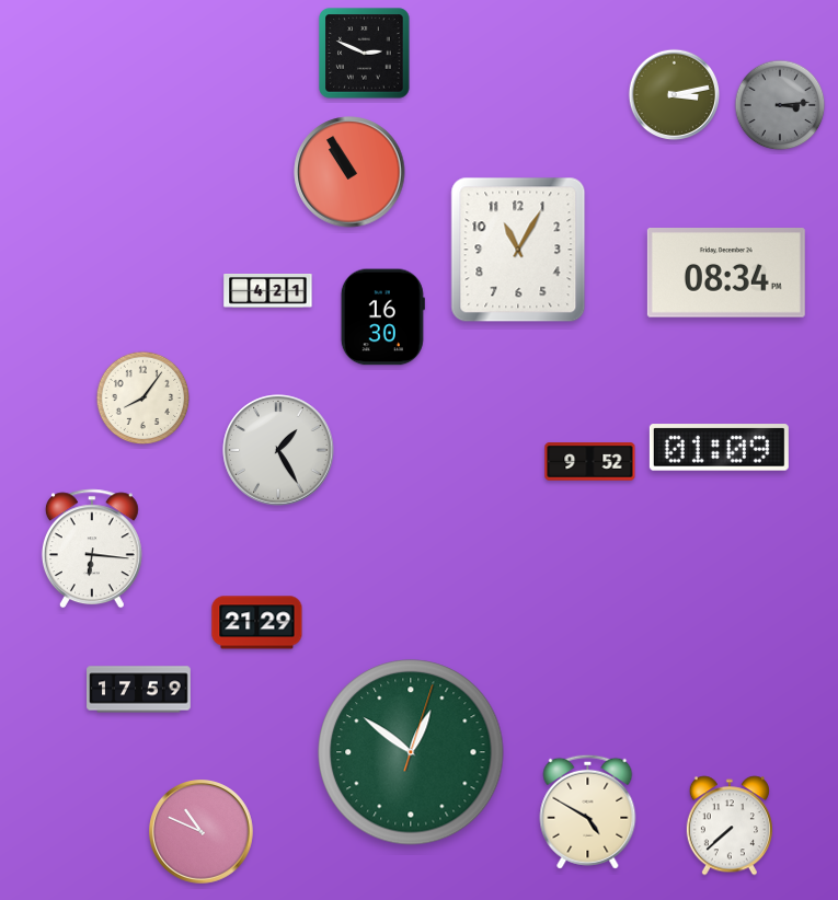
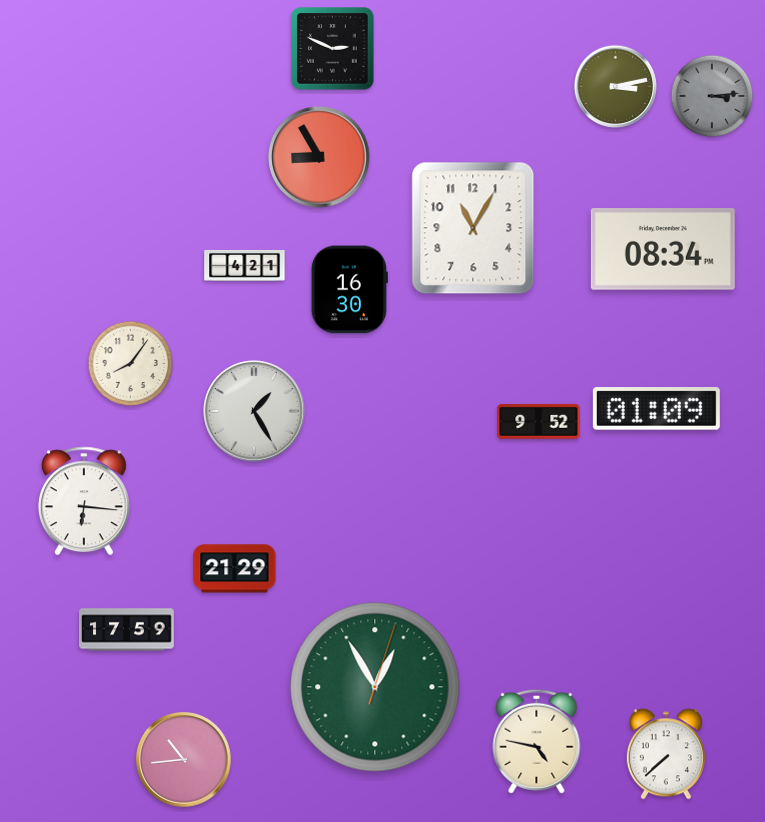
clock at (349, 172): 10:55 -> 8:55
clock at (411, 752): 12:51 -> 12:55
clock at (588, 811): 4:50 -> 4:47
clock at (202, 832): 10:49 -> 10:44
